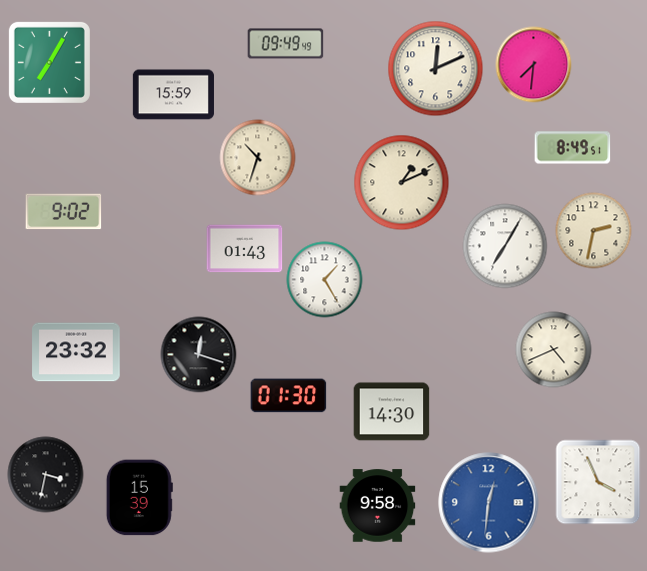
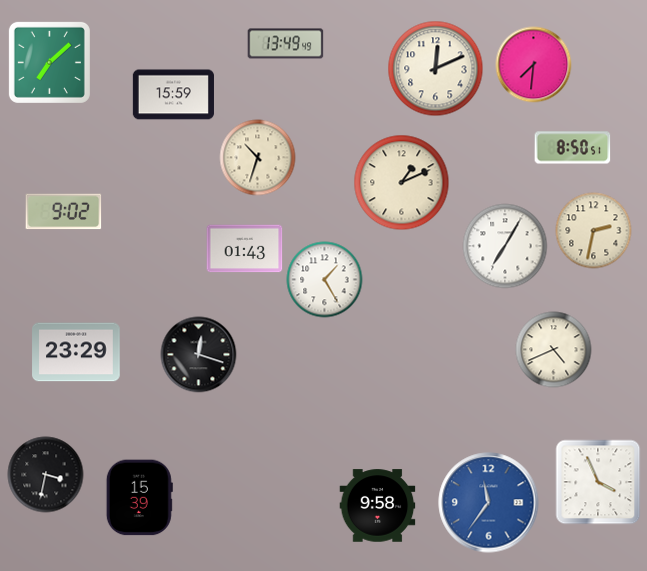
clock at (286, 44): 09:49 -> 13:49
clock at (49, 62): 7:05 -> 7:08
clock at (573, 148): 8:49 -> 8:50
clock at (76, 352): 23:32 -> 23:29
clock at (289, 396): 01:30 -> none
clock at (392, 412): 14:30 -> none
clock at (489, 503): 12:31 -> 11:36
